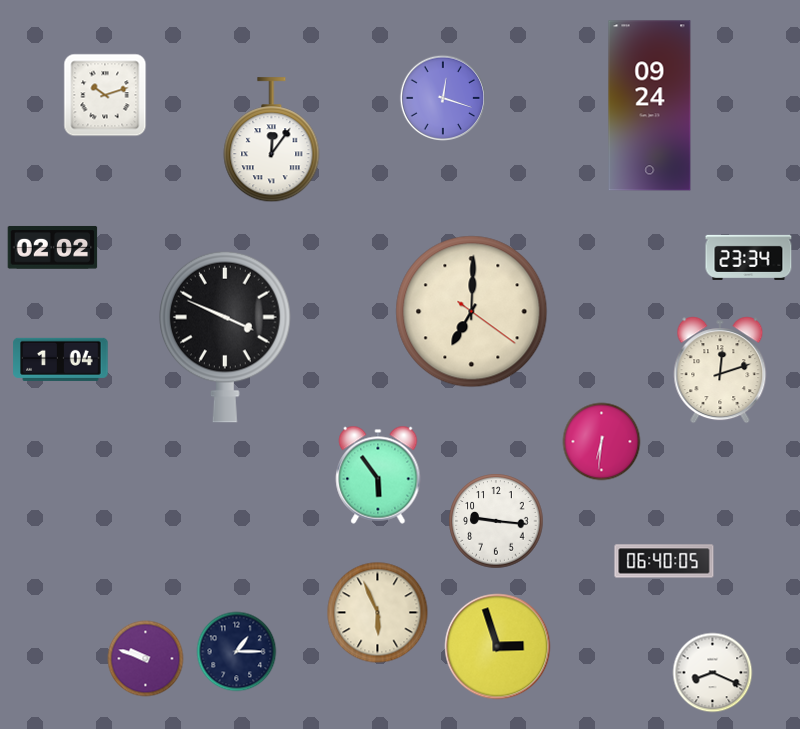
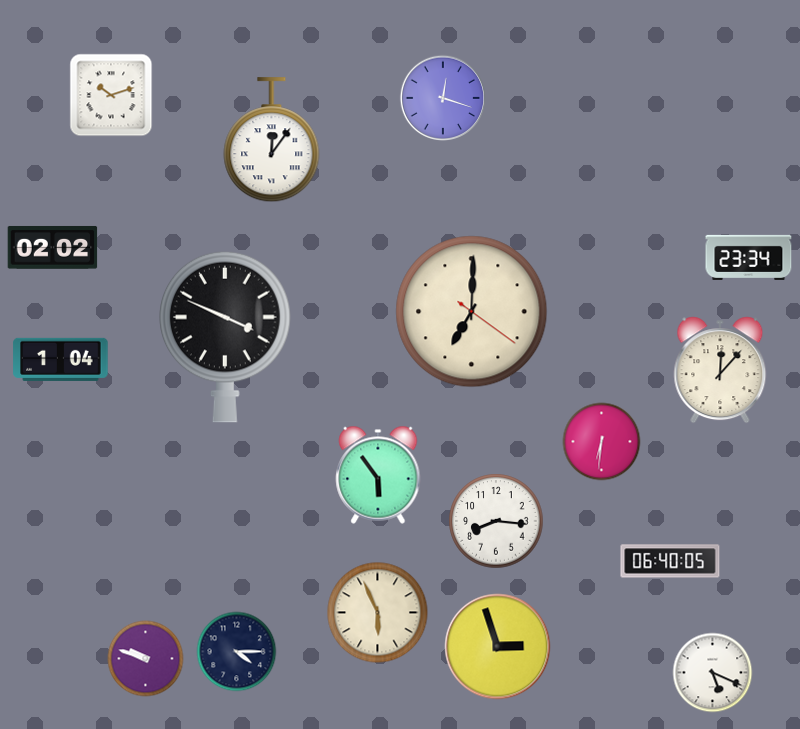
clock at (105, 95) position: (105, 95) -> (111, 95)
clock at (650, 106): 09:24 -> none
clock at (720, 370): 12:12 -> 12:07
clock at (496, 521): 9:16 -> 8:16
clock at (664, 561) position: (664, 561) -> (670, 561)
clock at (237, 652): 1:15 -> 4:15
clock at (713, 673): 8:19 -> 5:19
